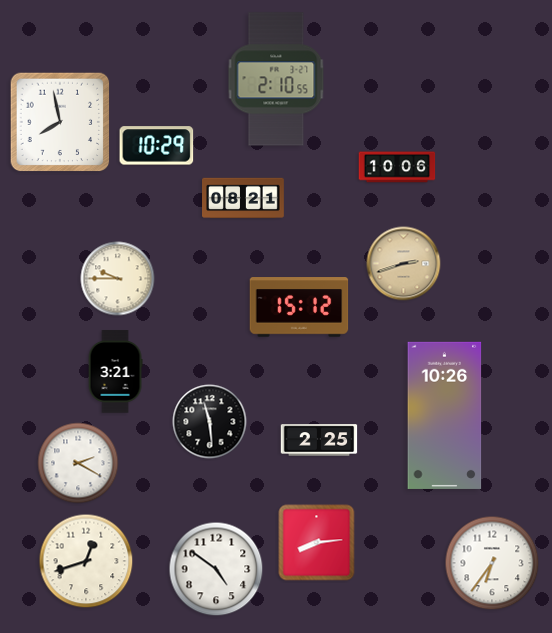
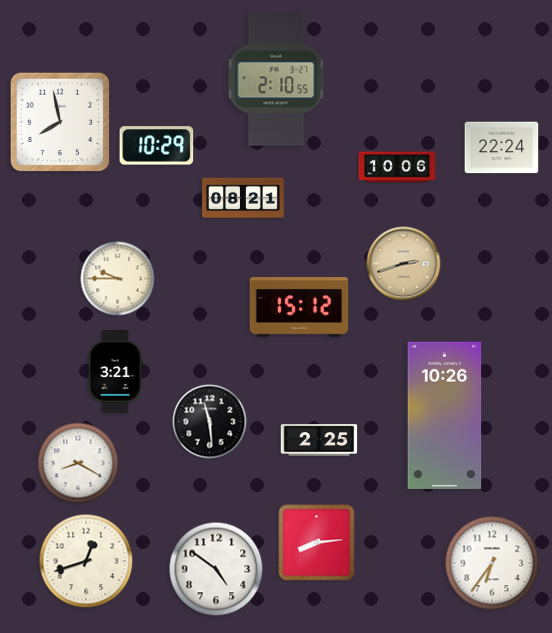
clock at (502, 148): none -> 22:24
clock at (78, 463): 2:20 -> 8:20
